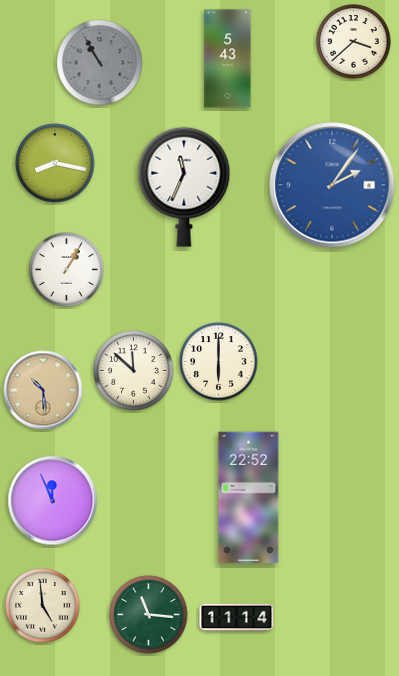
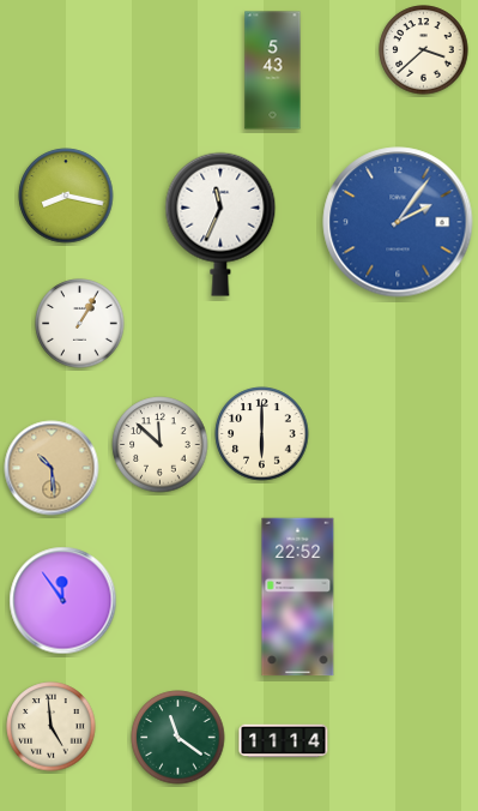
clock at (100, 63): 10:55 -> none
clock at (53, 501): 11:56 -> 11:54
clock at (149, 615): 11:16 -> 11:21
